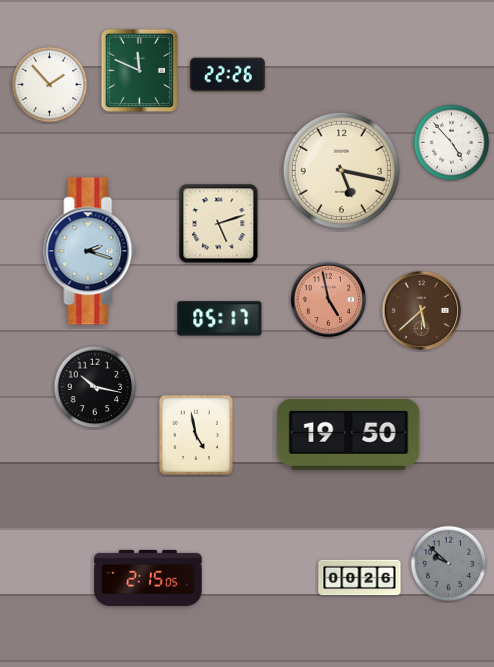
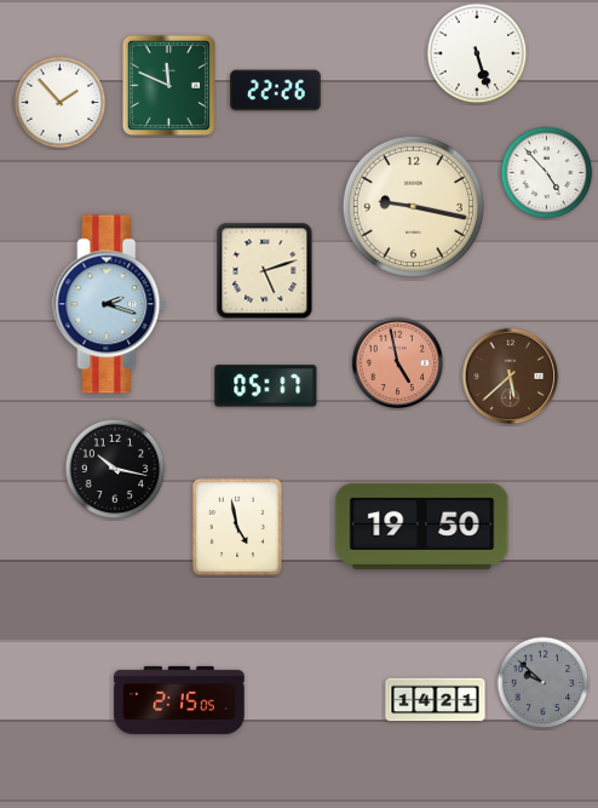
clock at (477, 53): none -> 5:27
clock at (341, 170): 5:17 -> 9:17
clock at (360, 578): 00:26 -> 14:21
